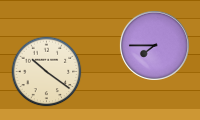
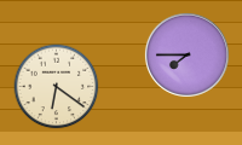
clock at (47, 72): 10:21 -> 6:21
